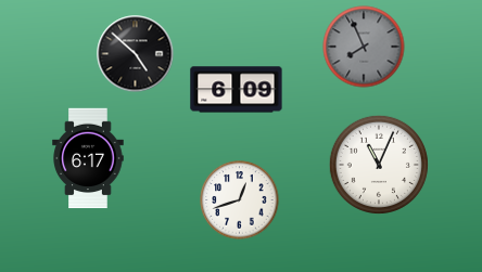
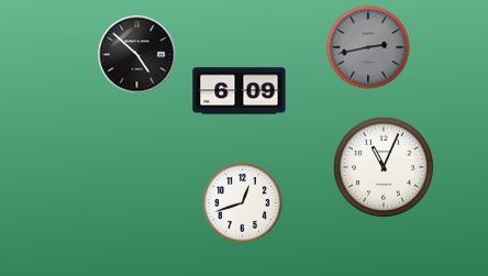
clock at (364, 47): 7:56 -> 2:43
clock at (88, 158): 6:17 -> none
